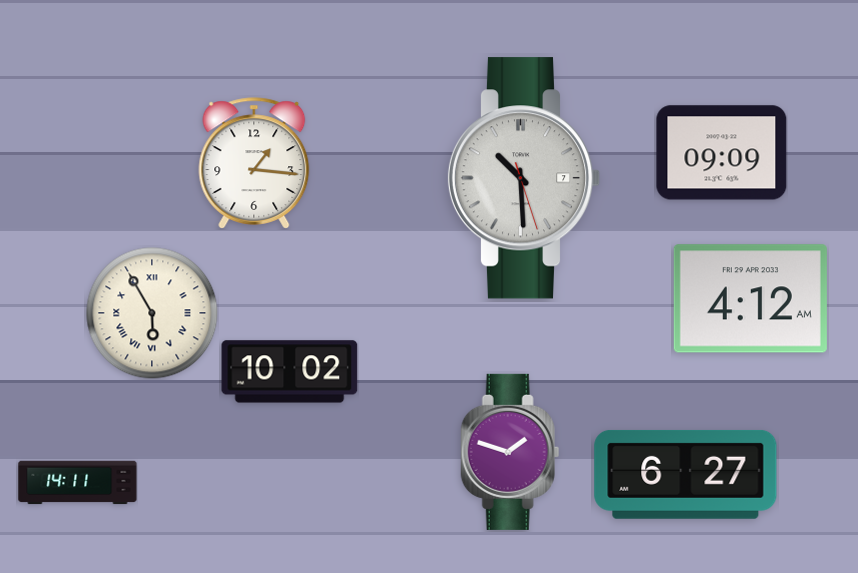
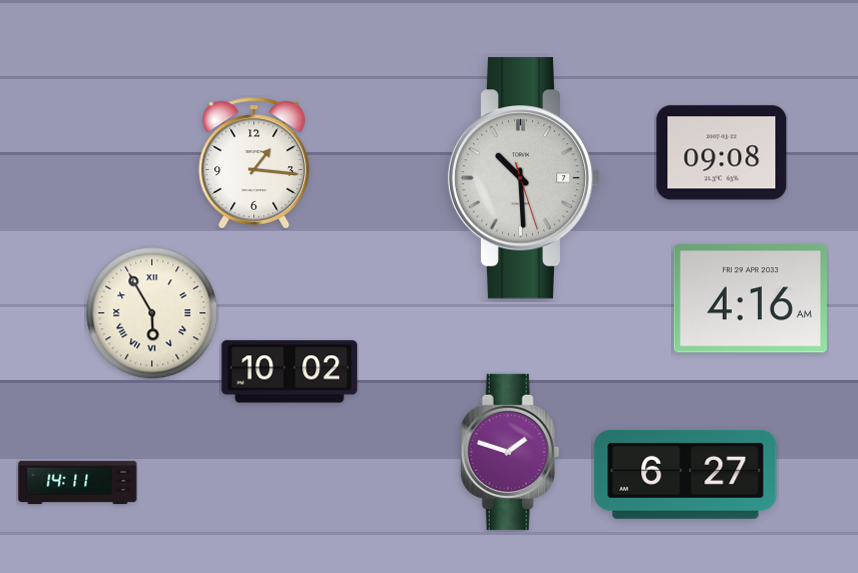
clock at (722, 153): 09:09 -> 09:08
clock at (750, 299): 4:12 -> 4:16
